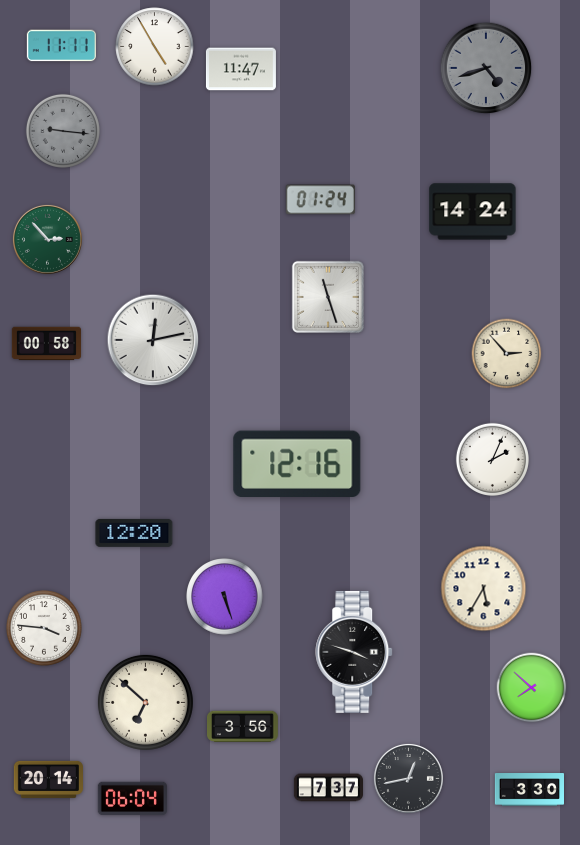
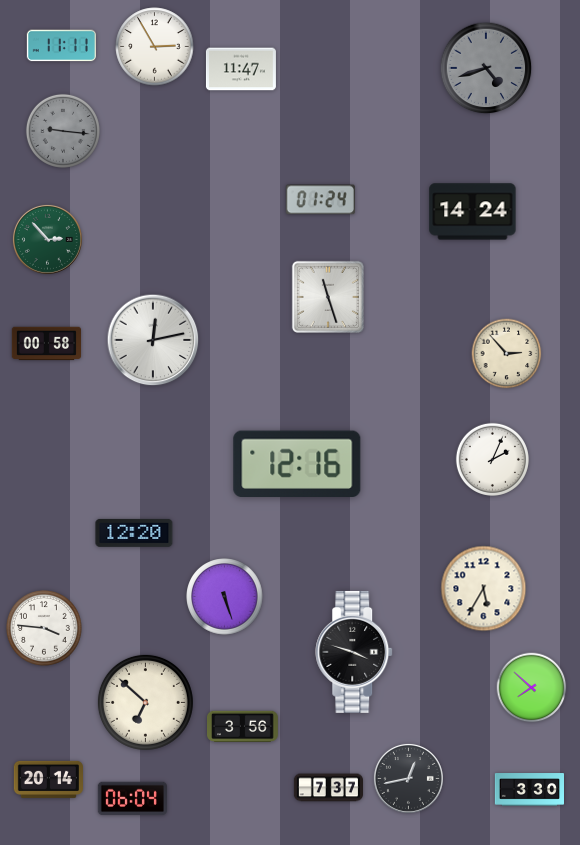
clock at (155, 47): 4:55 -> 2:55
